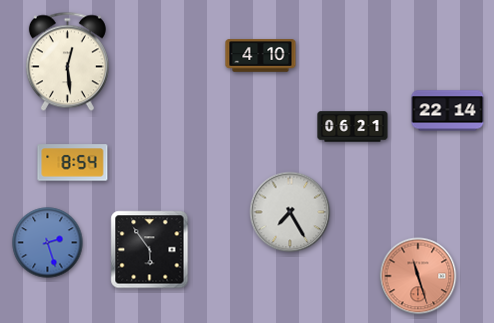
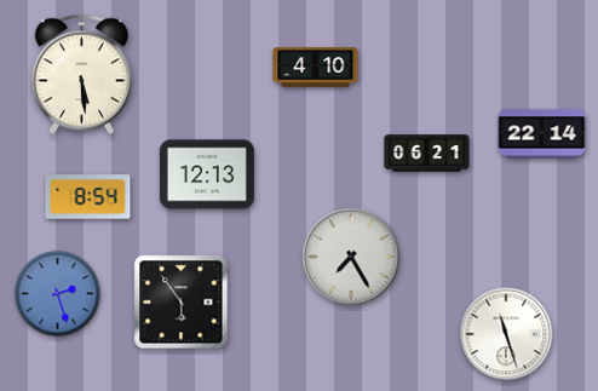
clock at (67, 62): 12:29 -> 5:29
clock at (207, 174): none -> 12:13
clock at (418, 276) dial: salmon -> white
